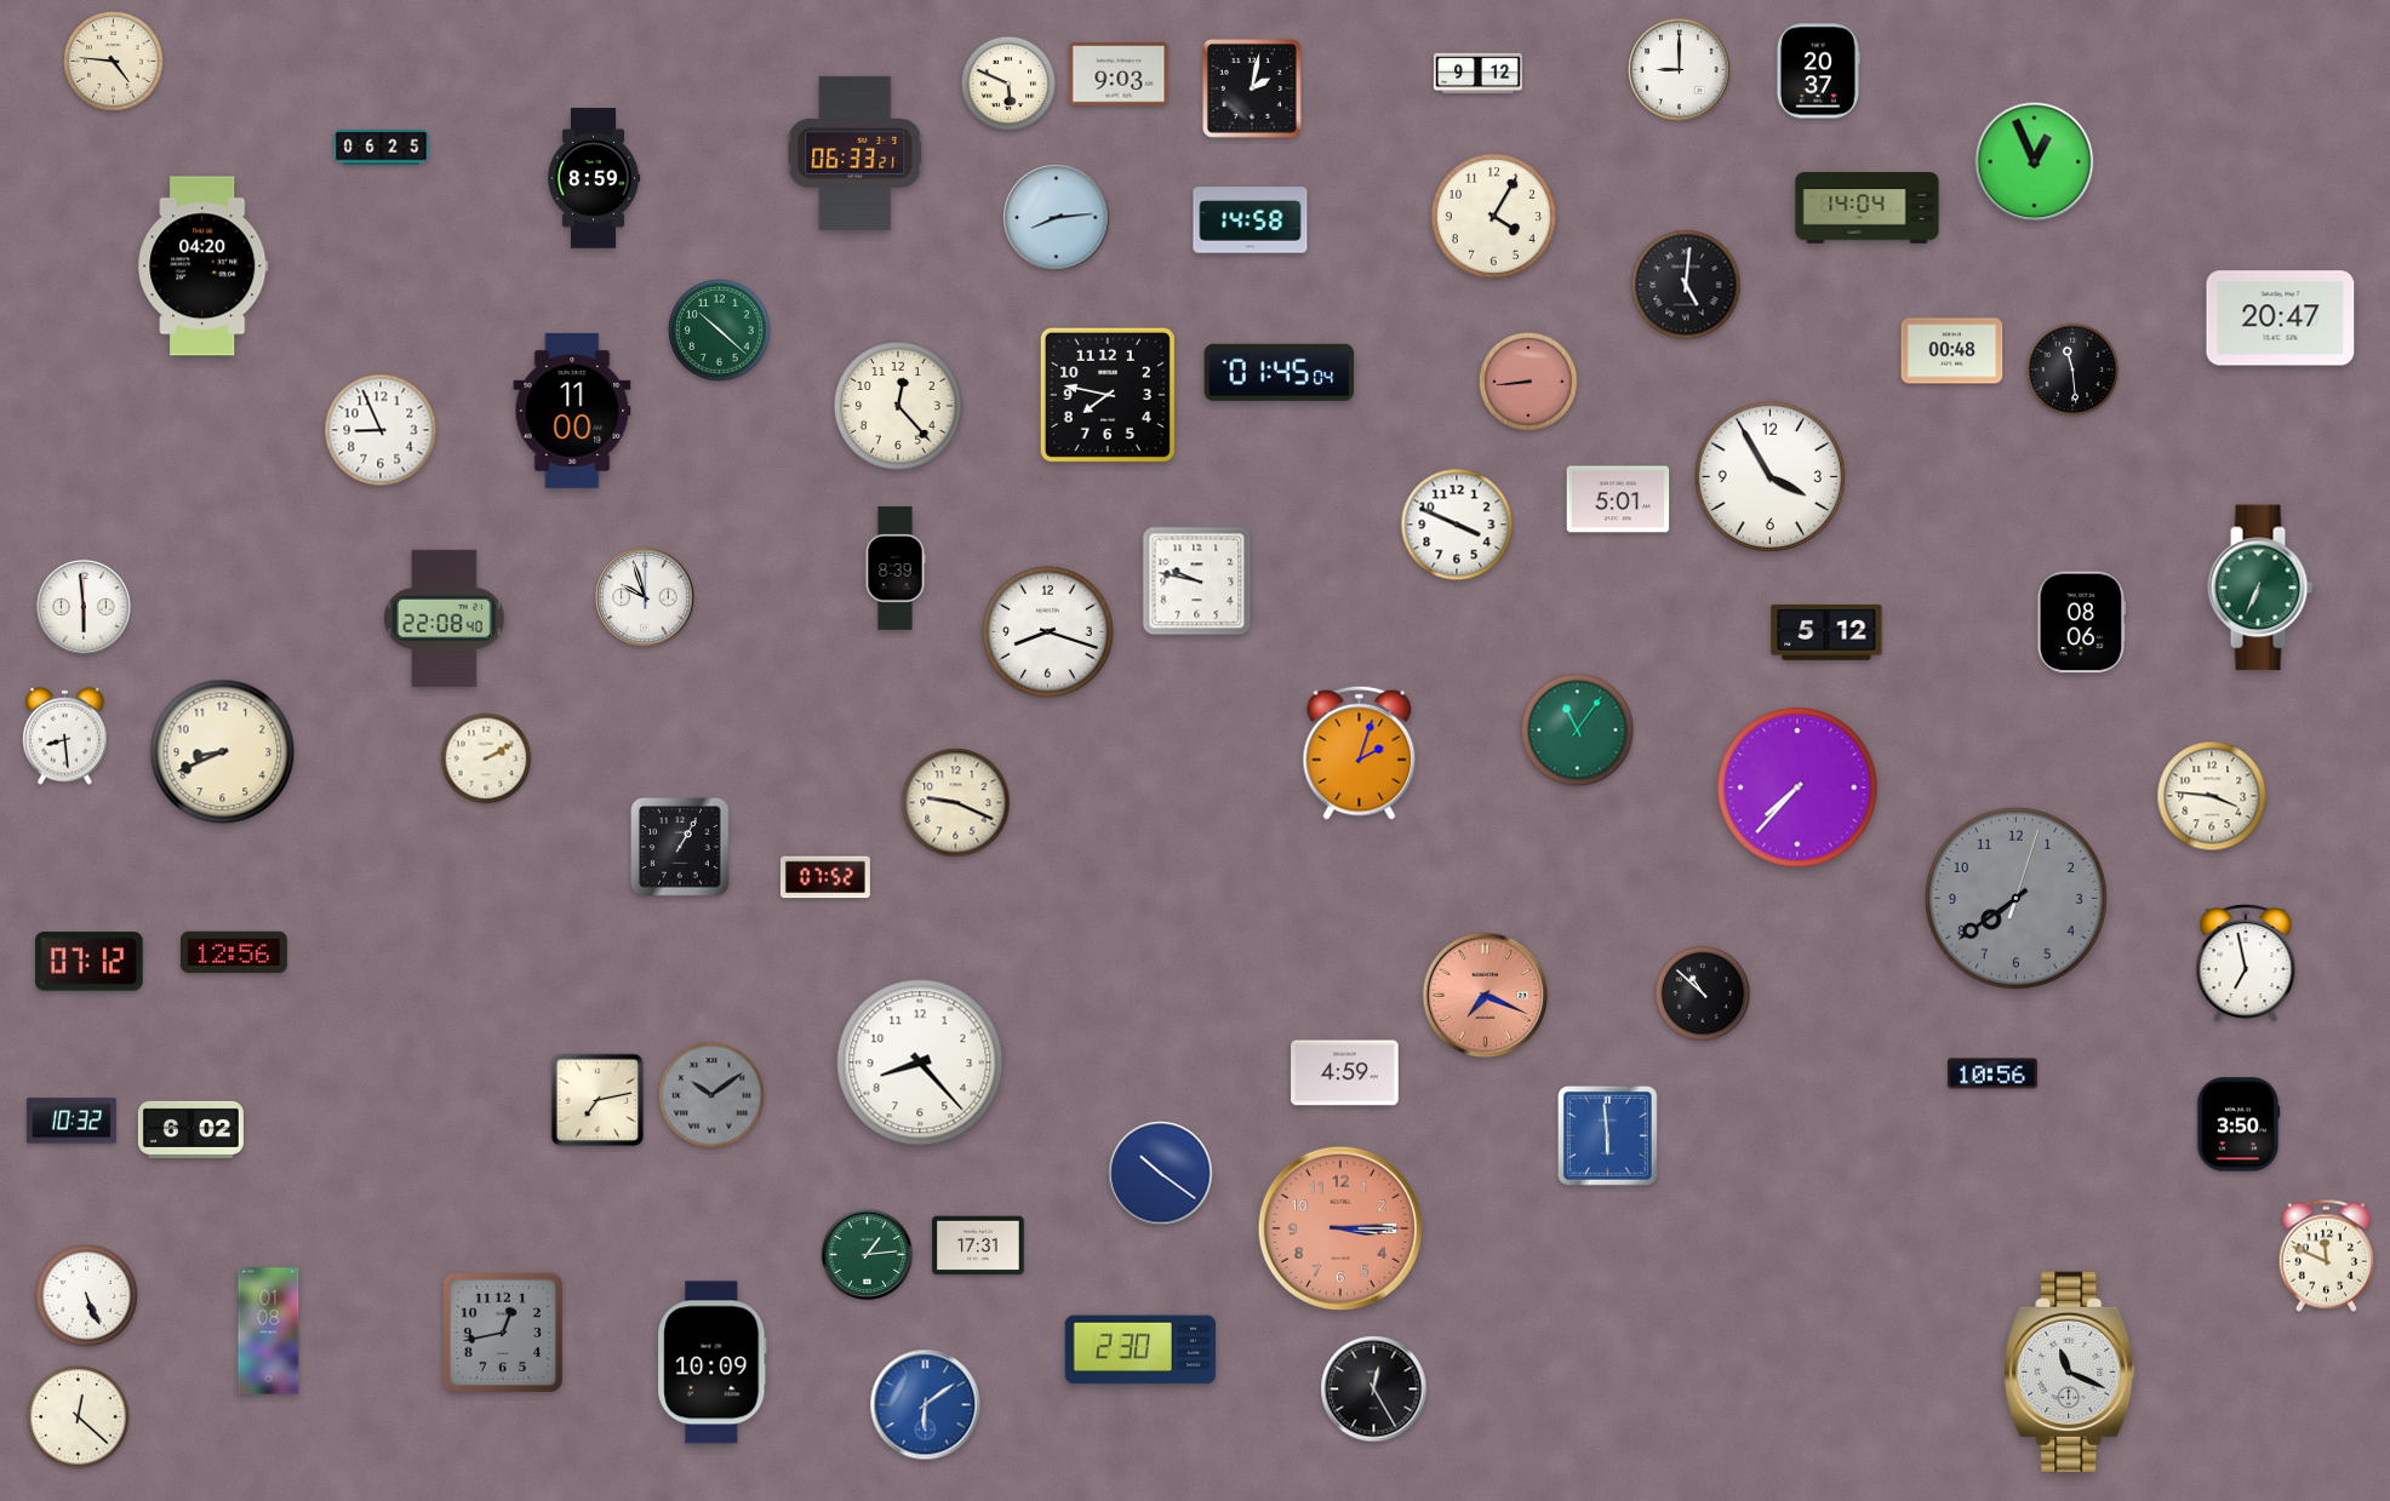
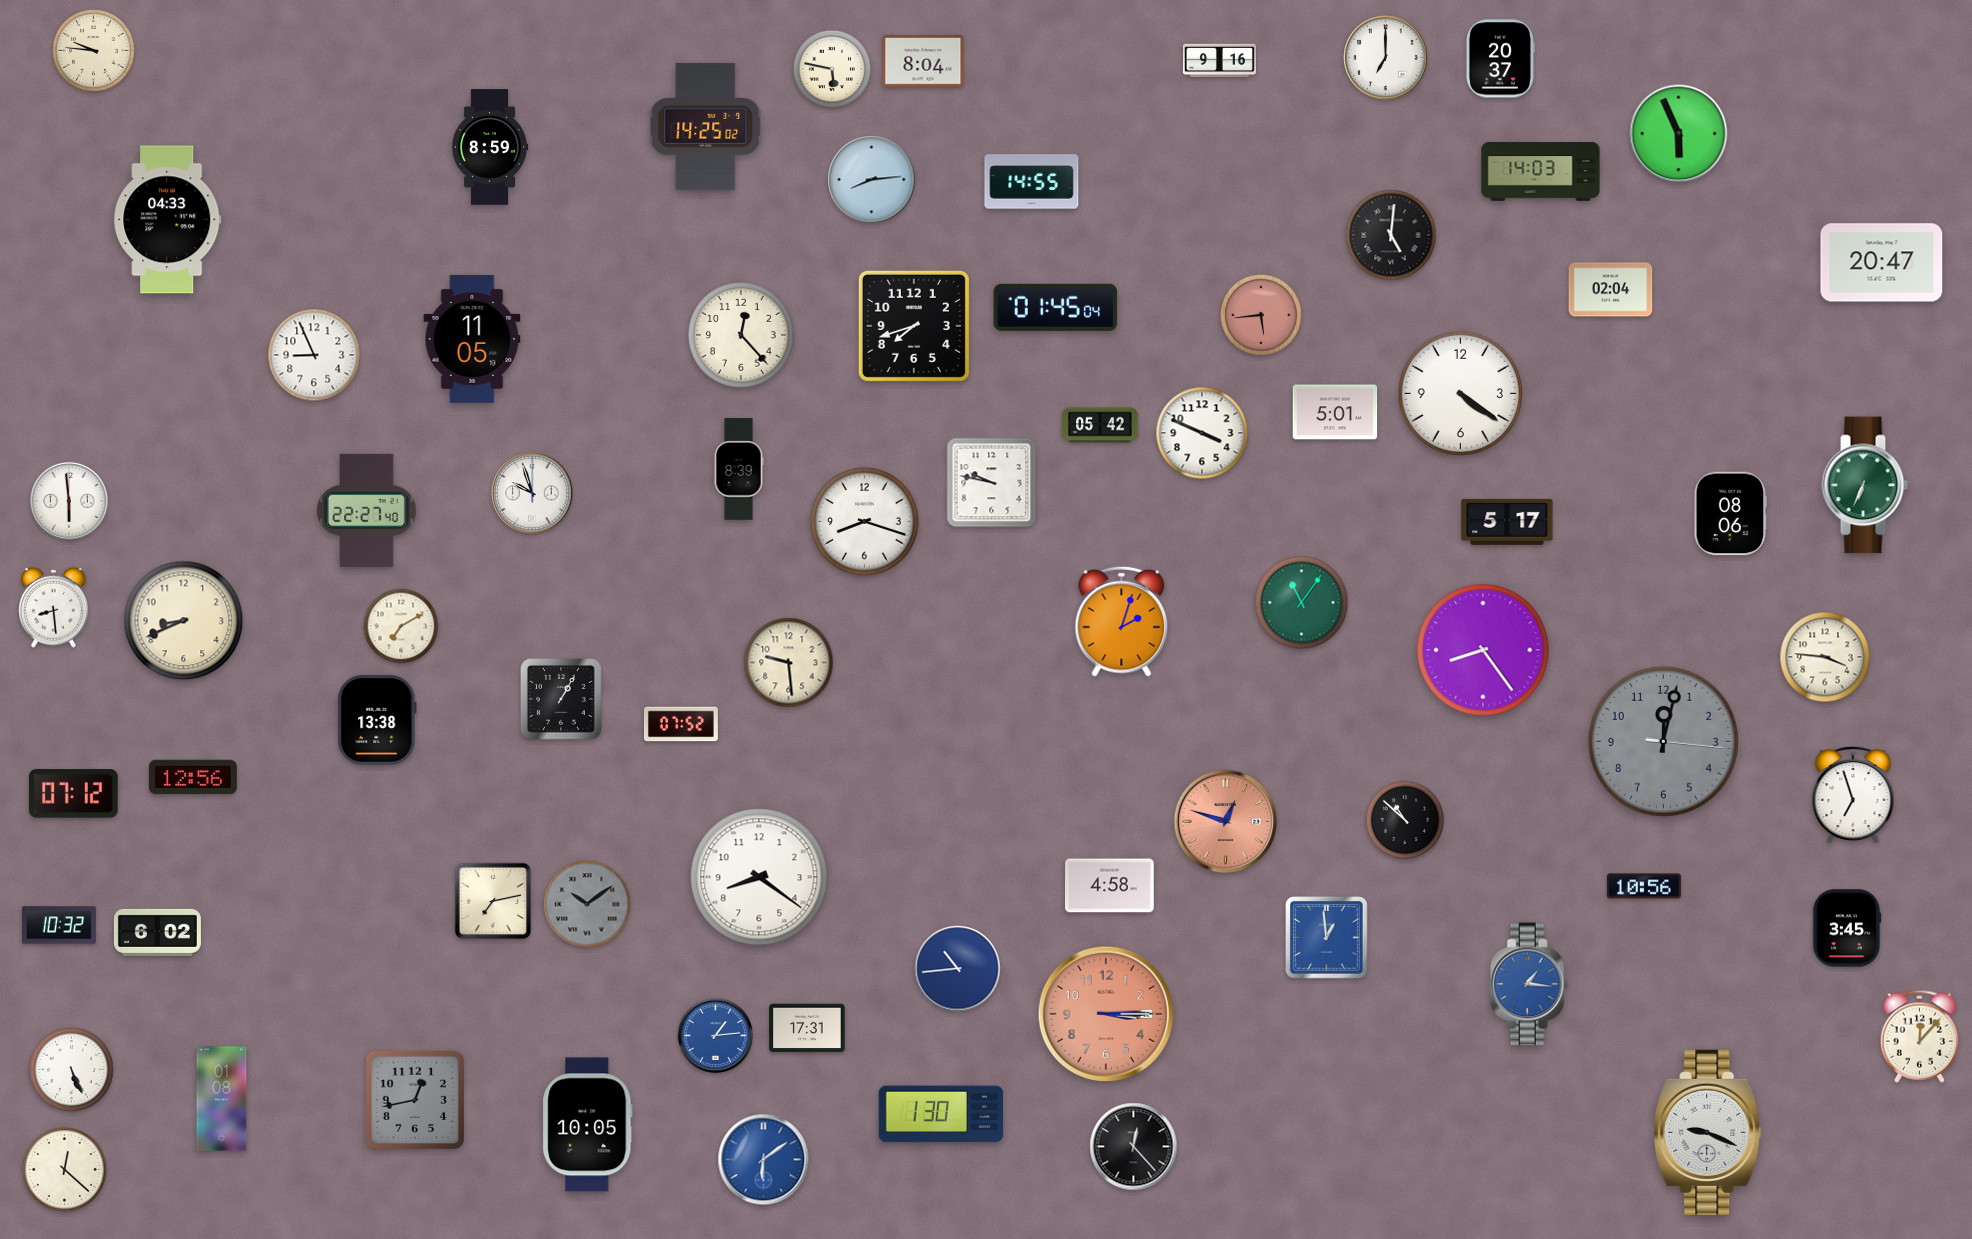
clock at (114, 62): 4:46 -> 9:46
clock at (1680, 70): 9:00 -> 7:00
clock at (1119, 74): 9:03 -> 8:04
clock at (1477, 74): 9:12 -> 9:16
clock at (1008, 84): 5:49 -> 5:47
clock at (1252, 88): 2:02 -> none
clock at (382, 148): 06:25 -> none
clock at (856, 153): 06:33 -> 14:25
clock at (2035, 162): 12:56 -> 5:56
clock at (1868, 208): 14:04 -> 14:03
clock at (1493, 216): 4:05 -> none
clock at (1251, 220): 14:58 -> 14:55
clock at (204, 267): 04:20 -> 04:33
clock at (720, 331): 10:22 -> none
clock at (1952, 351): 00:48 -> 02:04
clock at (2072, 369): 11:29 -> none
clock at (1528, 382): 8:44 -> 5:44
clock at (1108, 395): 7:47 -> 7:42
clock at (572, 411): 11:00 -> 11:05
clock at (1769, 476): 3:55 -> 4:21
clock at (1100, 425): none -> 05:42
clock at (1197, 582) position: (1197, 582) -> (992, 483)
clock at (445, 618): 22:08 -> 22:27
clock at (2082, 623) position: (2082, 623) -> (1731, 514)
clock at (1826, 632): 5:12 -> 5:17
clock at (486, 758): 2:10 -> 7:10
clock at (1797, 787): 7:37 -> 8:24
clock at (956, 803): 9:19 -> 9:29
clock at (377, 720): none -> 13:38
clock at (2016, 898): 7:39 -> 12:02
clock at (234, 952) position: (234, 952) -> (193, 777)
clock at (2246, 964): 6:58 -> 6:57
clock at (1486, 996): 7:19 -> 12:48
clock at (920, 1062): 8:23 -> 8:21
clock at (1345, 1073): 4:59 -> 4:58
clock at (597, 1100) position: (597, 1100) -> (493, 901)
clock at (2239, 1124): 3:50 -> 3:45
clock at (1608, 1136): 5:59 -> 12:59
clock at (1161, 1174): 10:21 -> 10:44
clock at (1529, 984): none -> 1:16
clock at (867, 1254) dial: green -> blue
clock at (2327, 1255): 11:49 -> 12:07
clock at (1140, 1350): 2:30 -> 1:30
clock at (713, 1363): 10:09 -> 10:05
clock at (2070, 1371): 11:19 -> 9:19
clock at (1374, 1390): 12:25 -> 12:23
